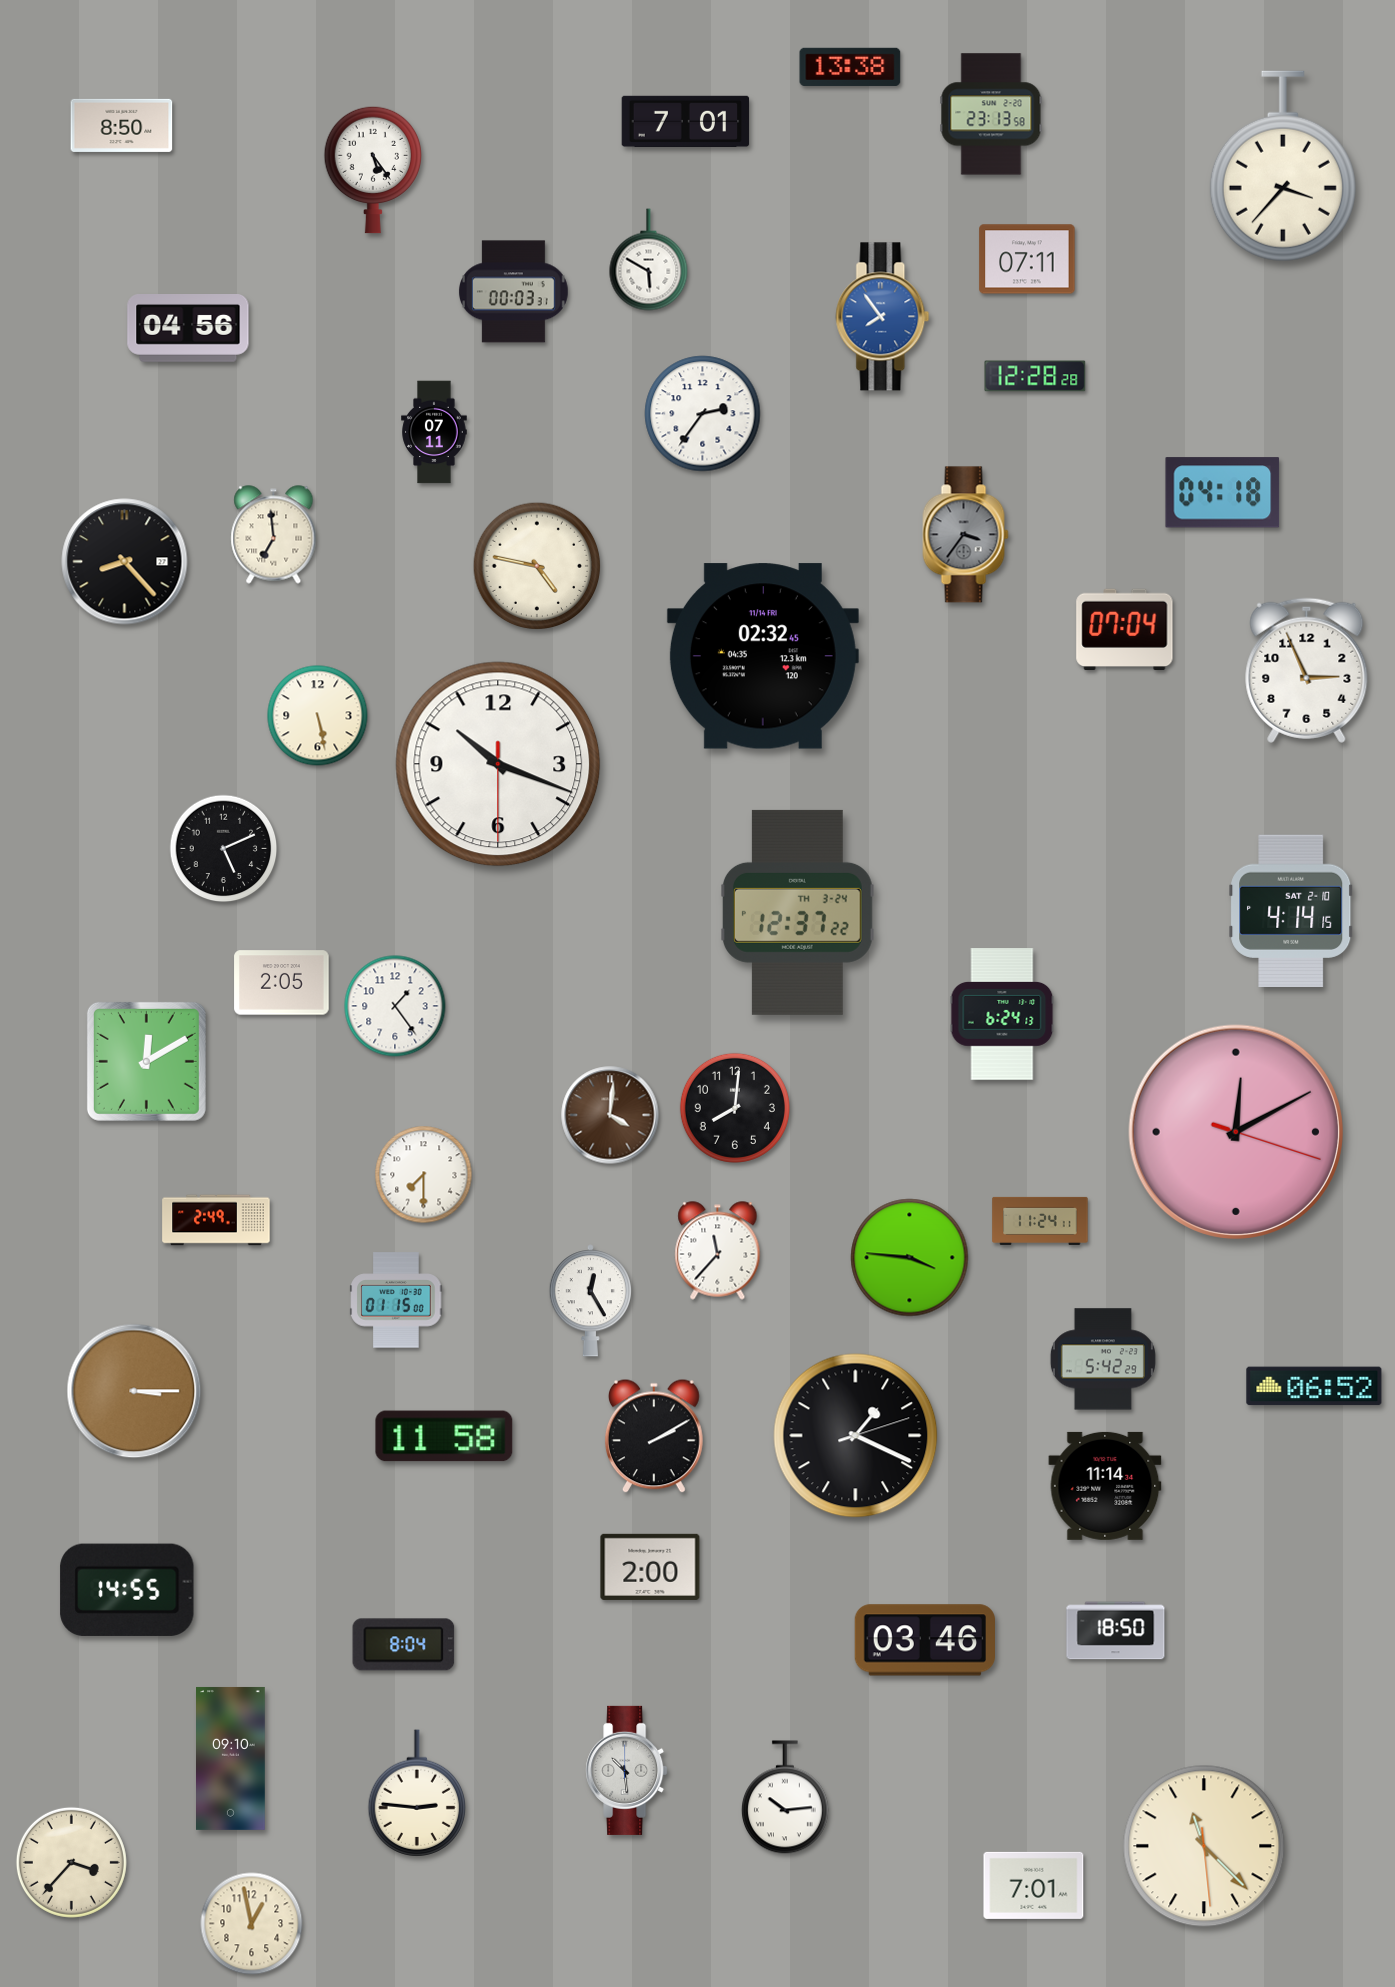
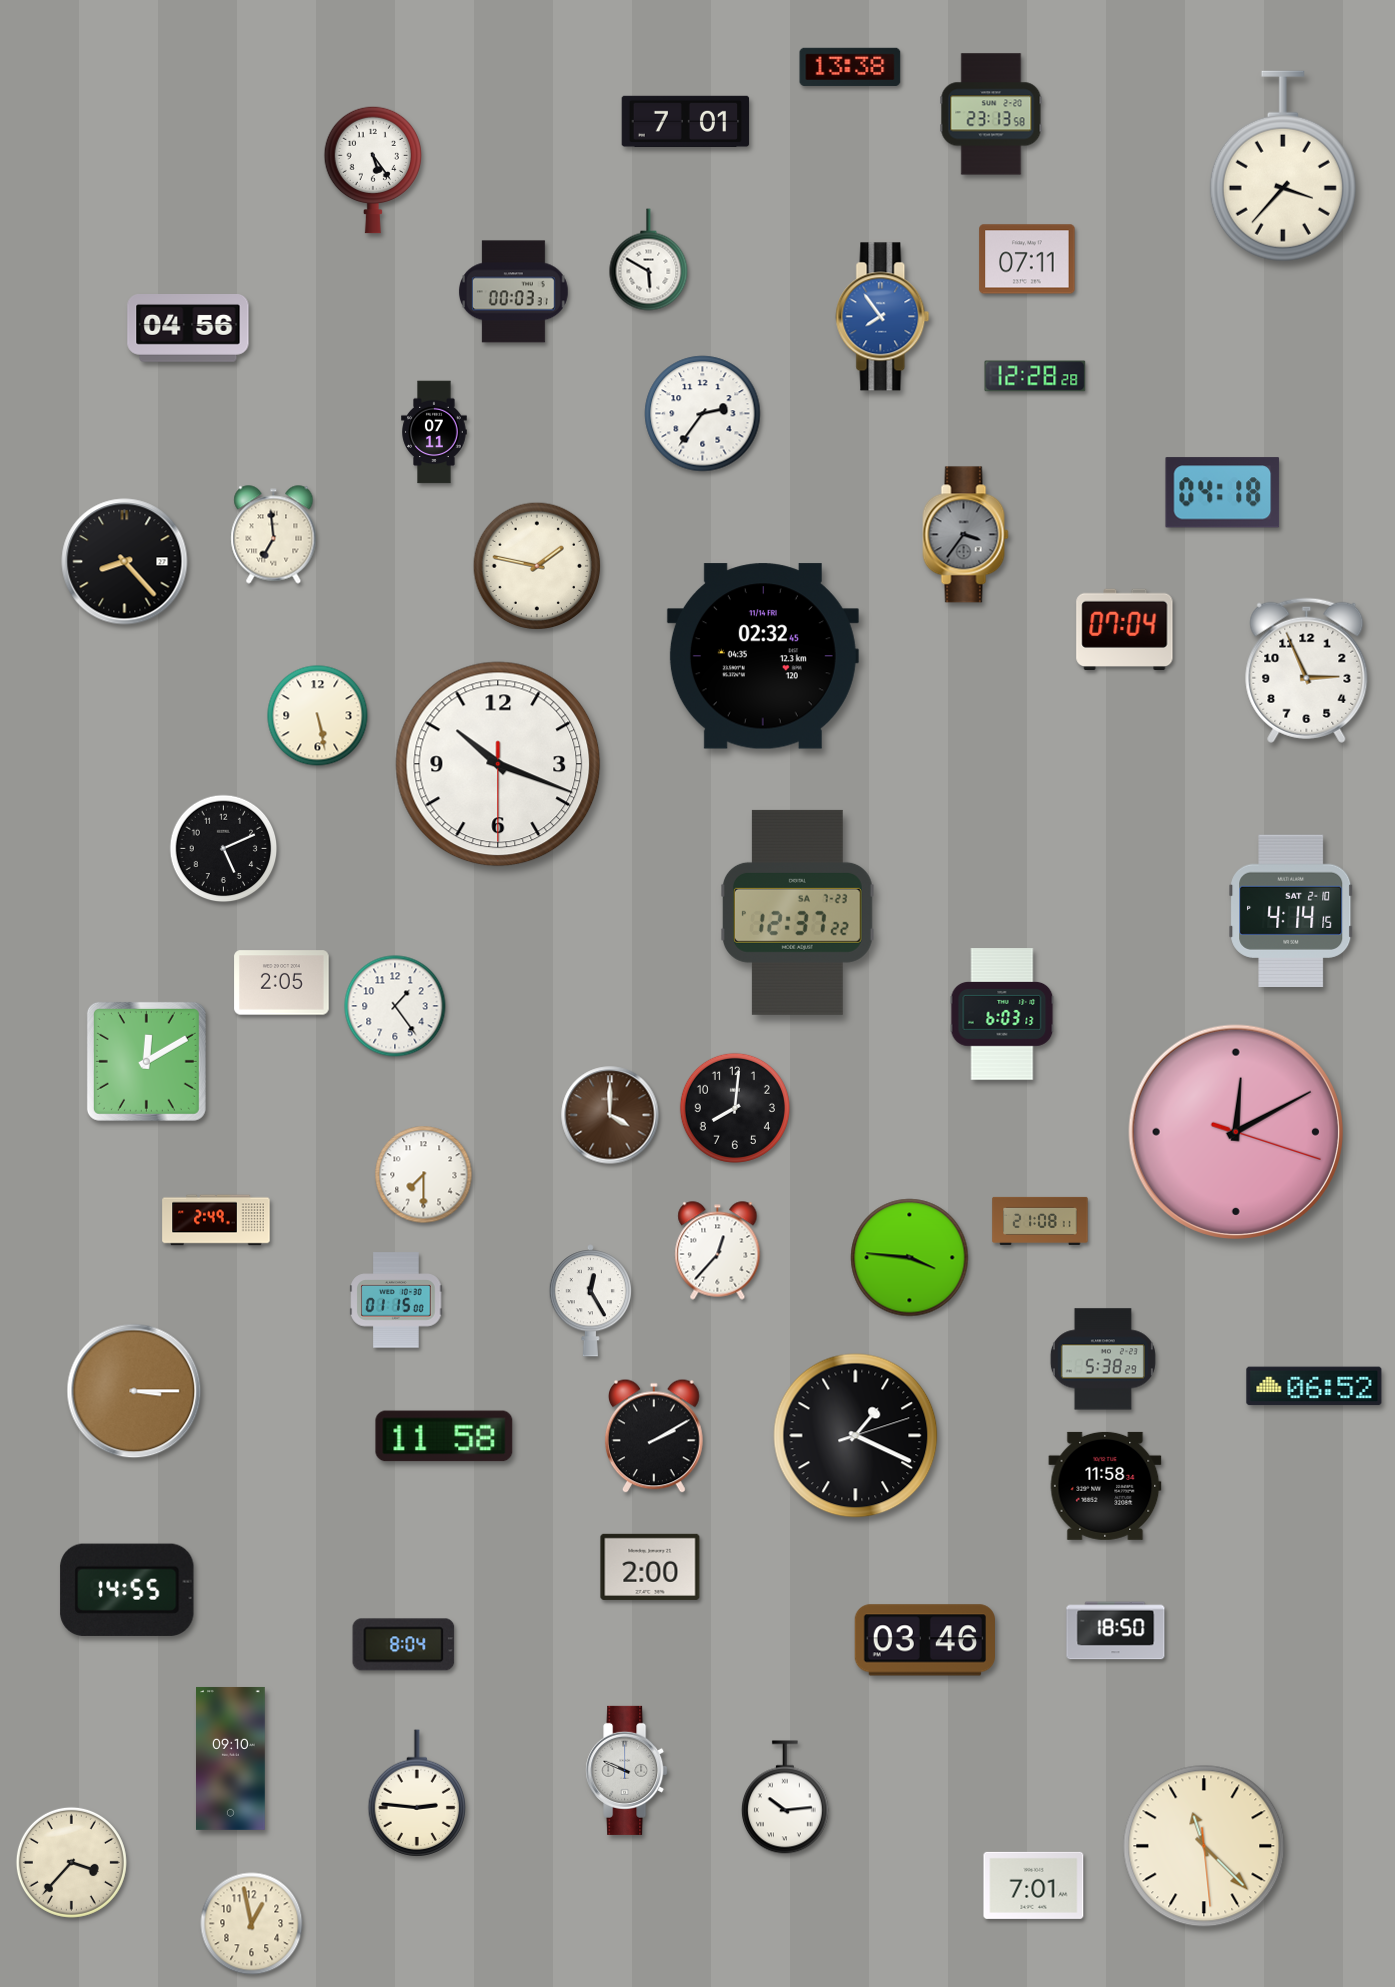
clock at (122, 125): 8:50 -> none
clock at (537, 566): 4:47 -> 1:47
clock at (797, 912) date: TH 3-24 -> SA 7-23
clock at (1002, 1014): 6:24 -> 6:03
clock at (610, 1115): 4:01 -> 4:00
clock at (1040, 1221): 11:24 -> 21:08
clock at (718, 1251): 11:37 -> 12:37
clock at (1103, 1359): 5:42 -> 5:38
clock at (1105, 1486): 11:14 -> 11:58
clock at (627, 1770): 10:29 -> 9:49
